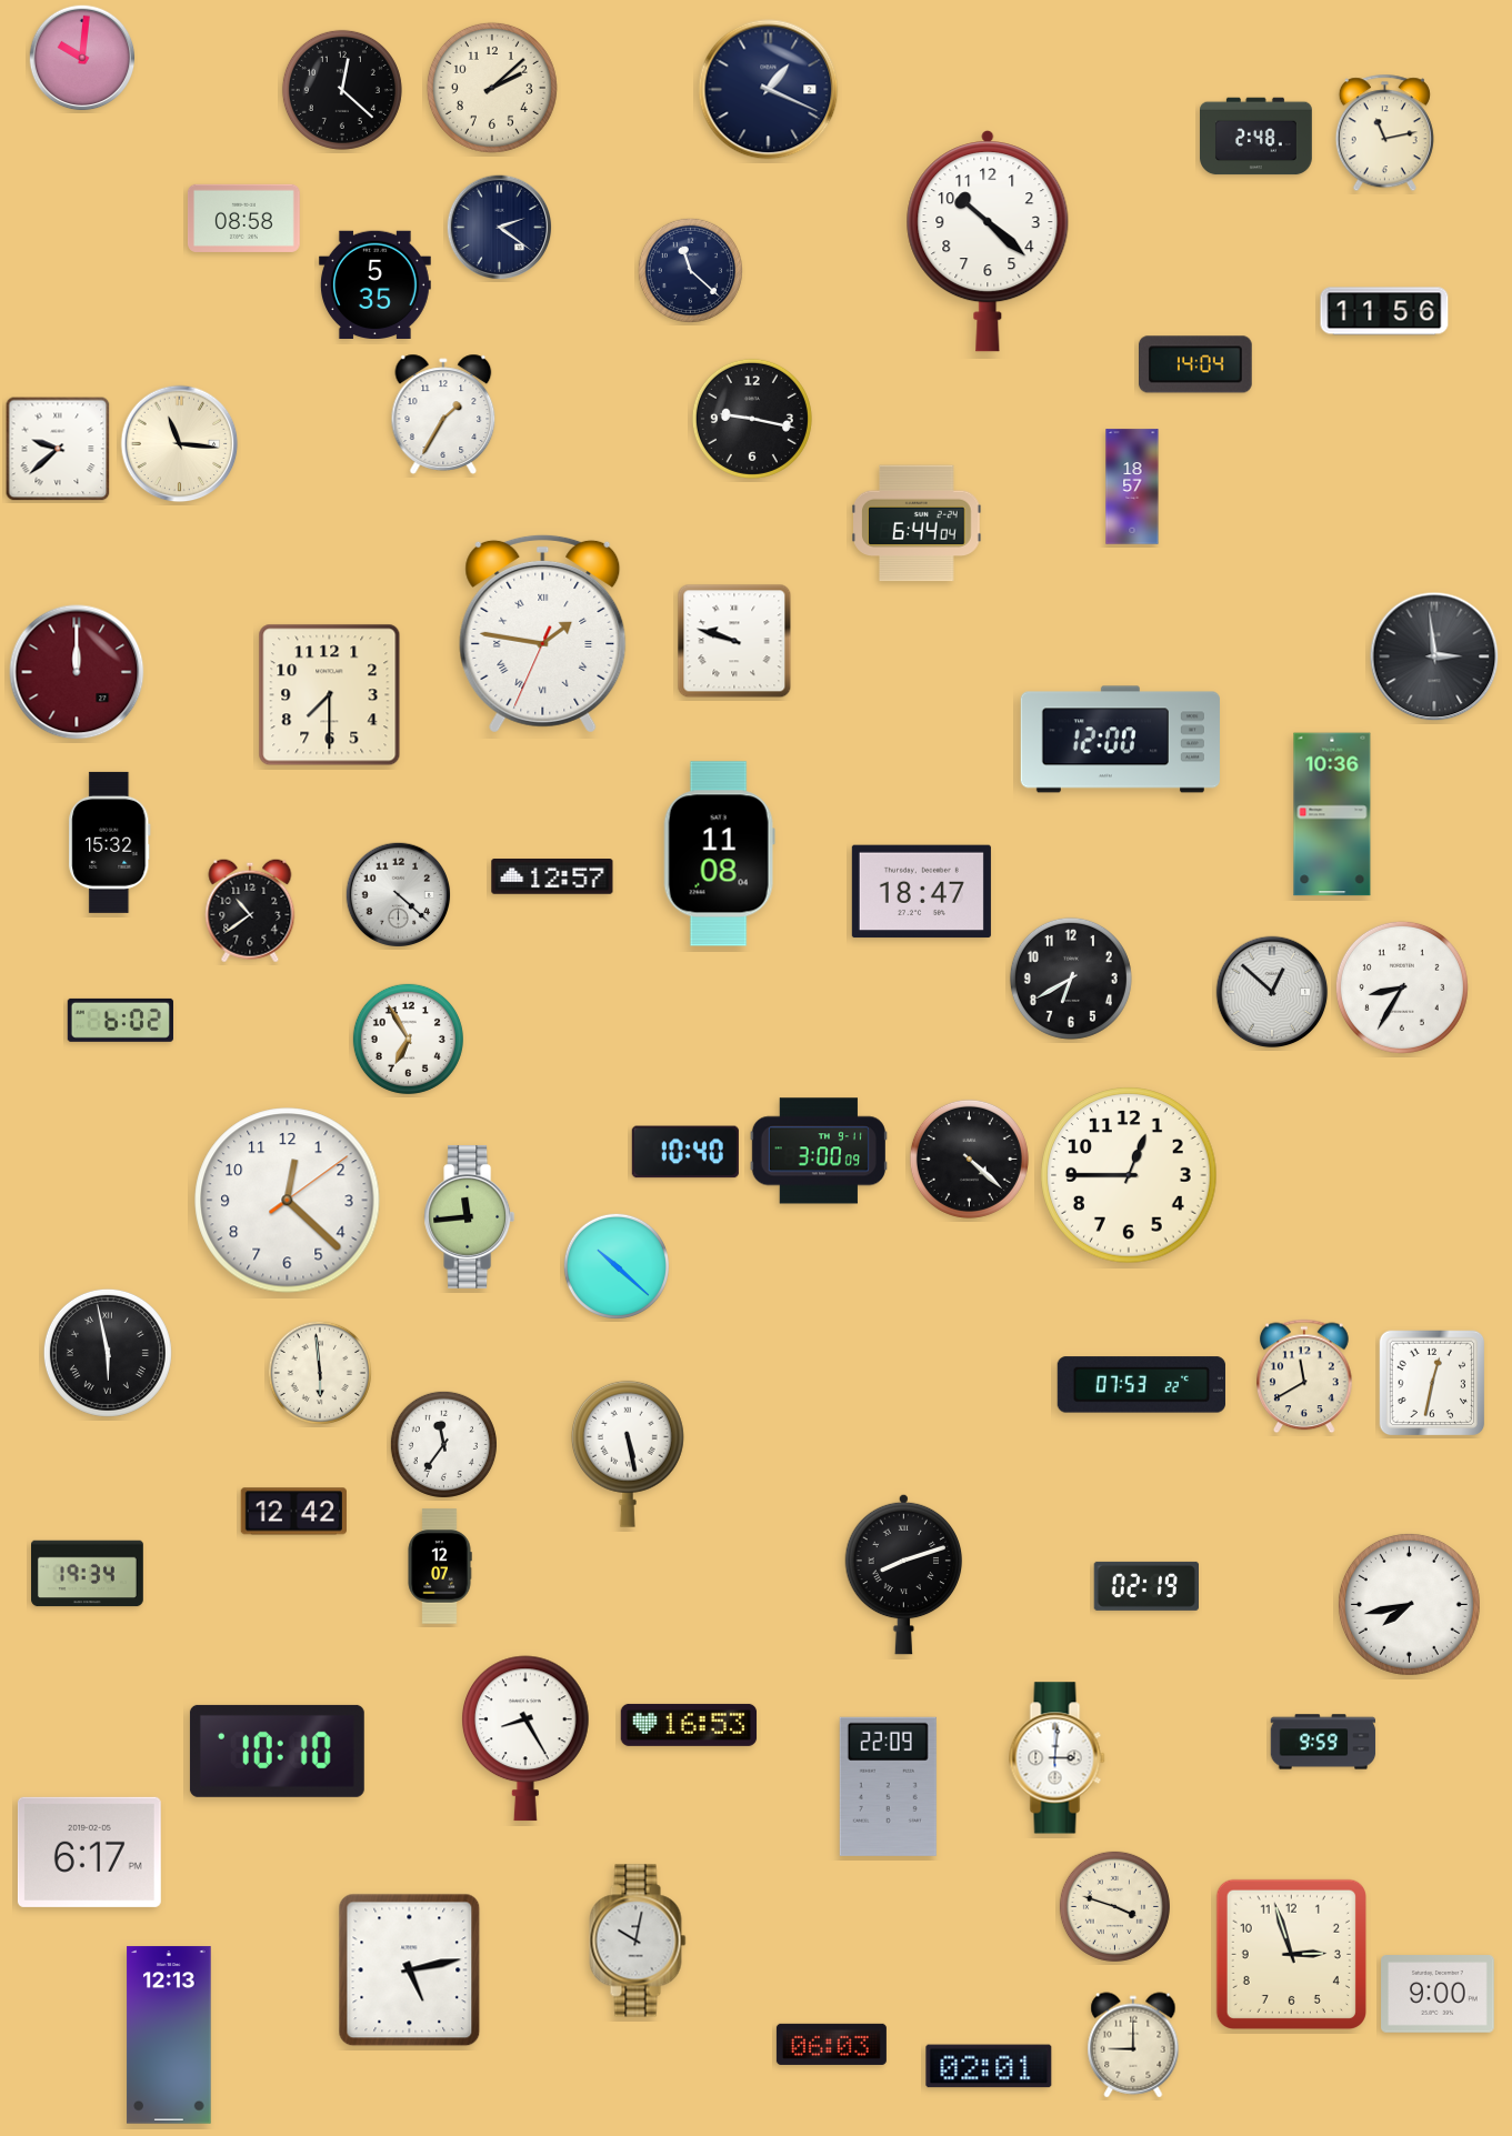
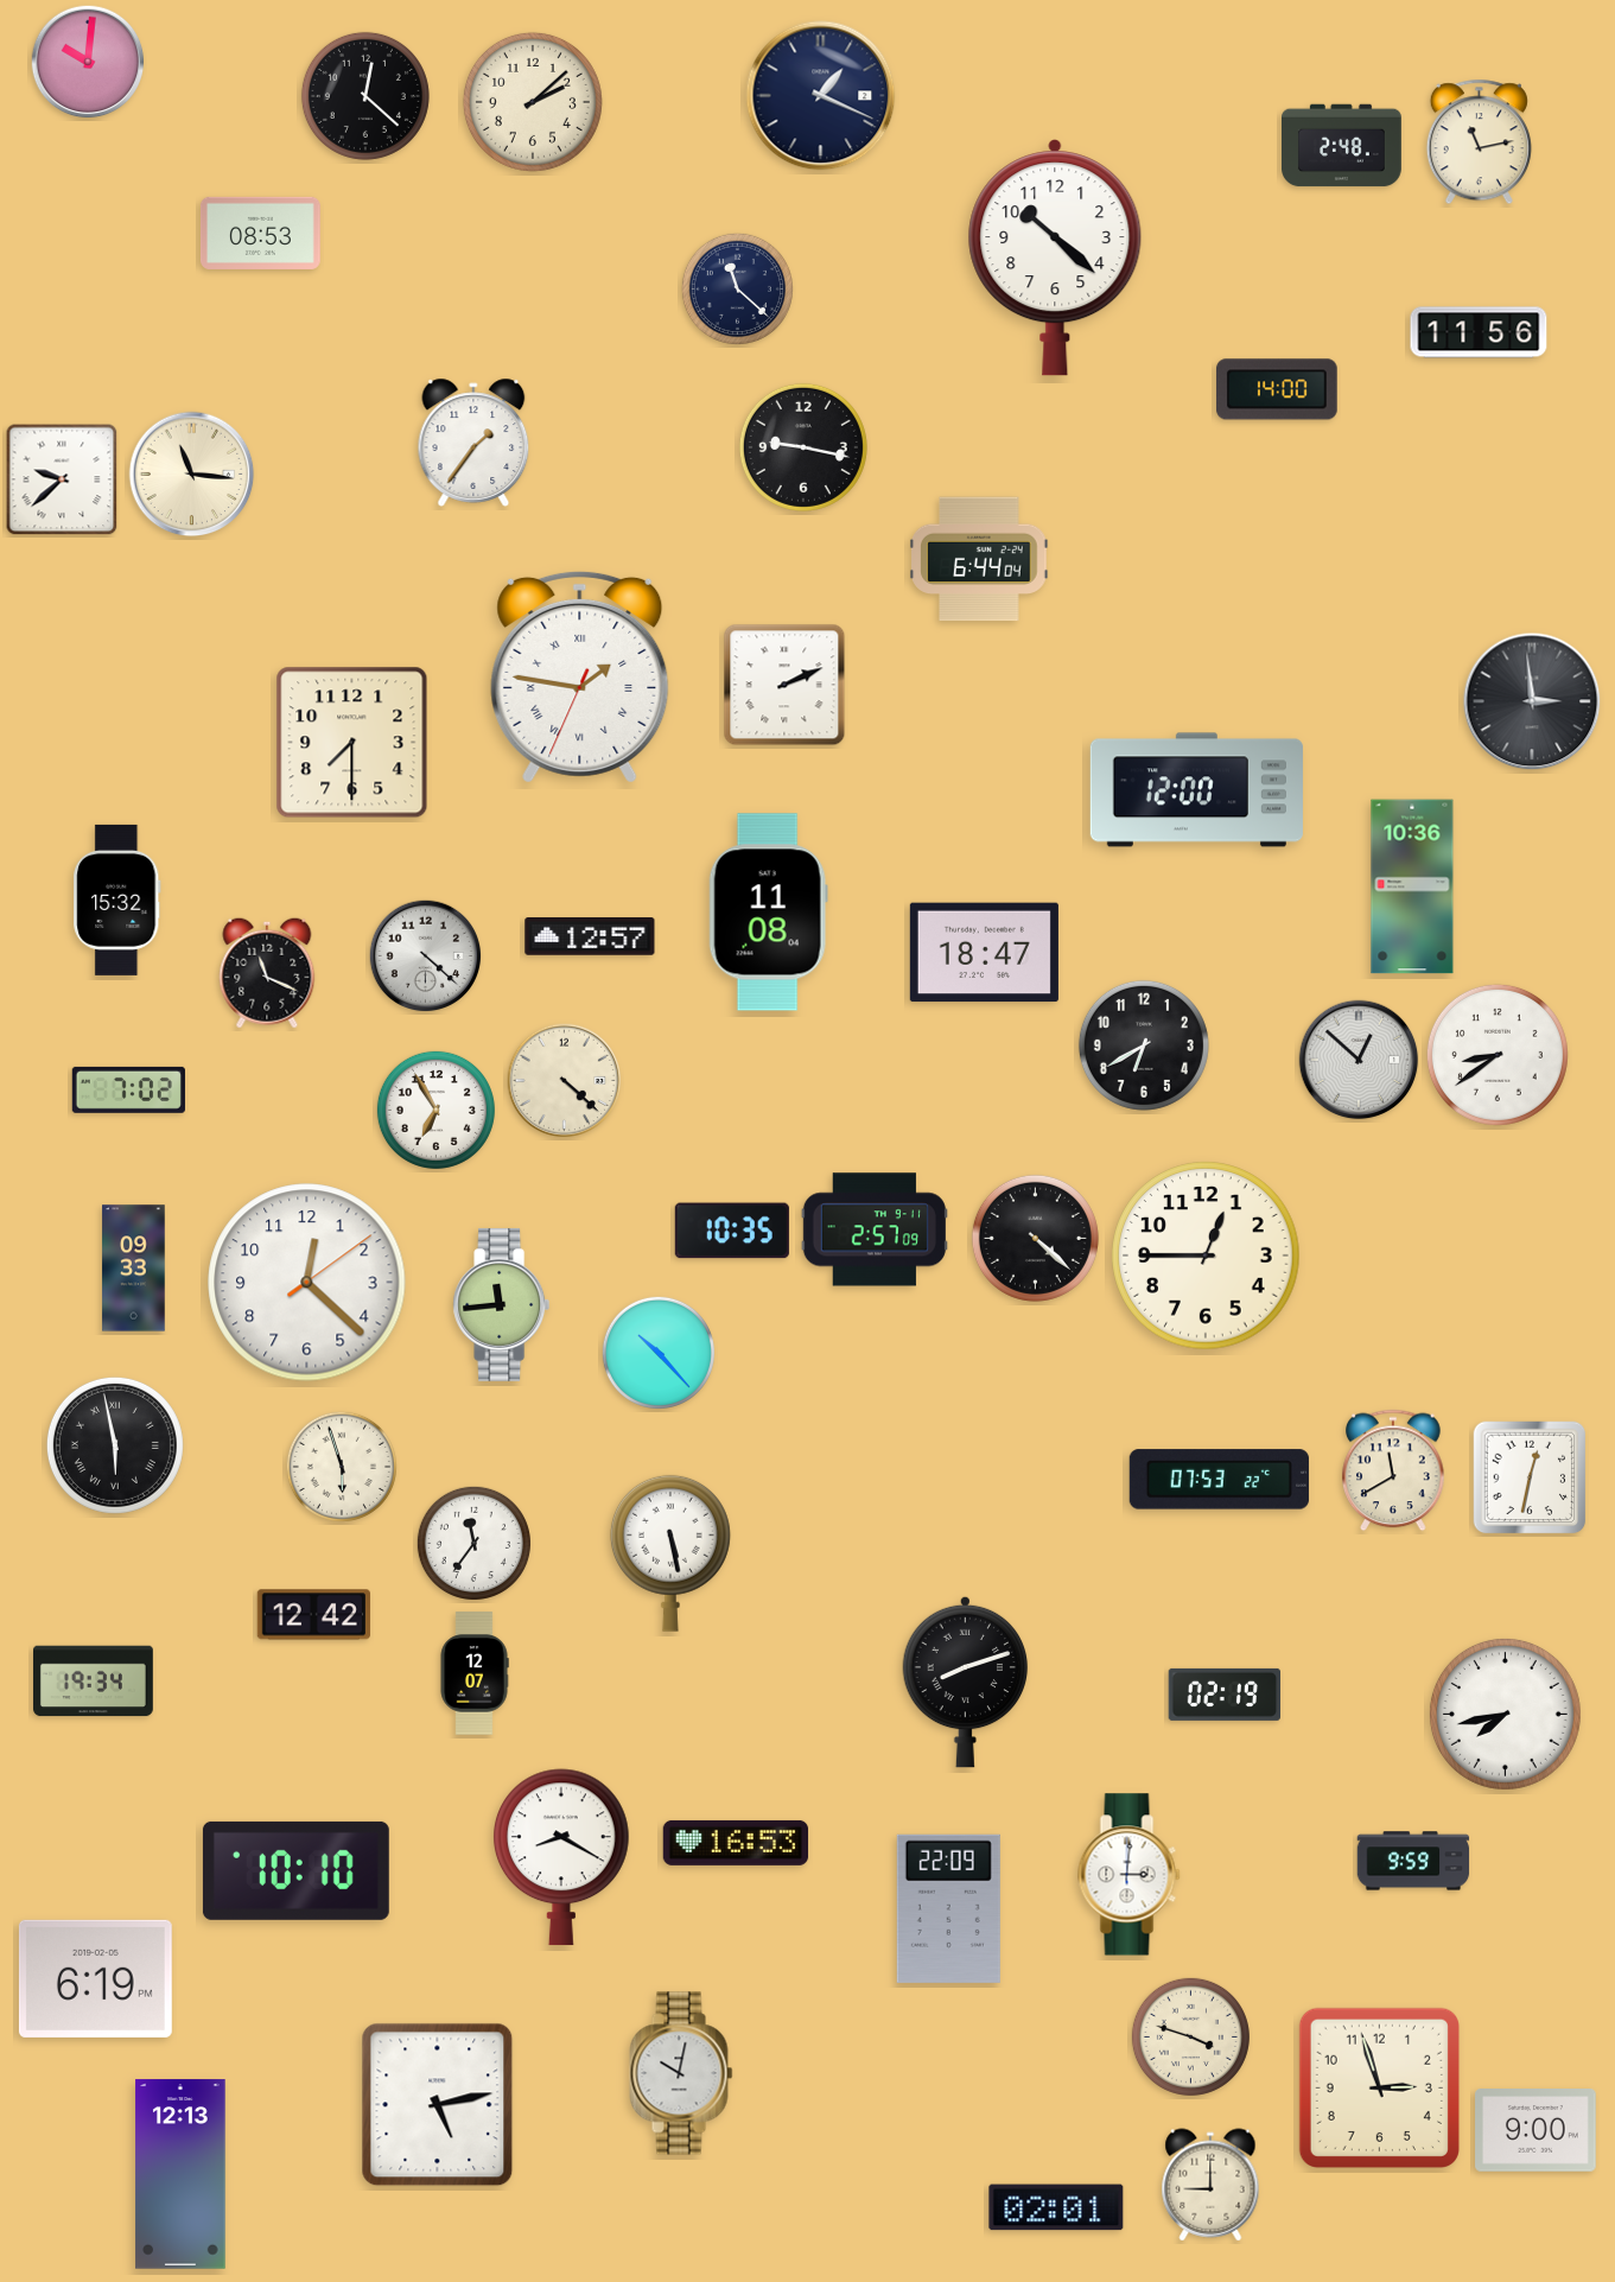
clock at (492, 88) position: (492, 88) -> (533, 102)
clock at (243, 218): 08:58 -> 08:53
clock at (500, 228): 2:21 -> none
clock at (376, 285): 5:35 -> none
clock at (1196, 364): 14:04 -> 14:00
clock at (443, 414): 1:35 -> 1:36
clock at (1132, 487): 18:57 -> none
clock at (734, 641): 9:48 -> 2:11
clock at (77, 672): 12:00 -> none
clock at (1332, 814) position: (1332, 814) -> (1412, 886)
clock at (250, 911): 10:39 -> 11:19
clock at (1402, 987): 8:35 -> 8:39
clock at (565, 1081): none -> 4:22
clock at (120, 1020): 6:02 -> 7:02
clock at (819, 1151): 3:00 -> 2:57
clock at (685, 1152): 10:40 -> 10:35
clock at (134, 1269): none -> 09:33
clock at (470, 1216) position: (470, 1216) -> (502, 1304)
clock at (617, 1266): 10:22 -> 10:23
clock at (320, 1373): 5:59 -> 5:57
clock at (440, 1566) position: (440, 1566) -> (475, 1673)
clock at (525, 1738): 8:25 -> 8:20
clock at (1058, 1758) position: (1058, 1758) -> (1130, 1875)
clock at (89, 1852): 6:17 -> 6:19
clock at (831, 2044): 06:03 -> none
